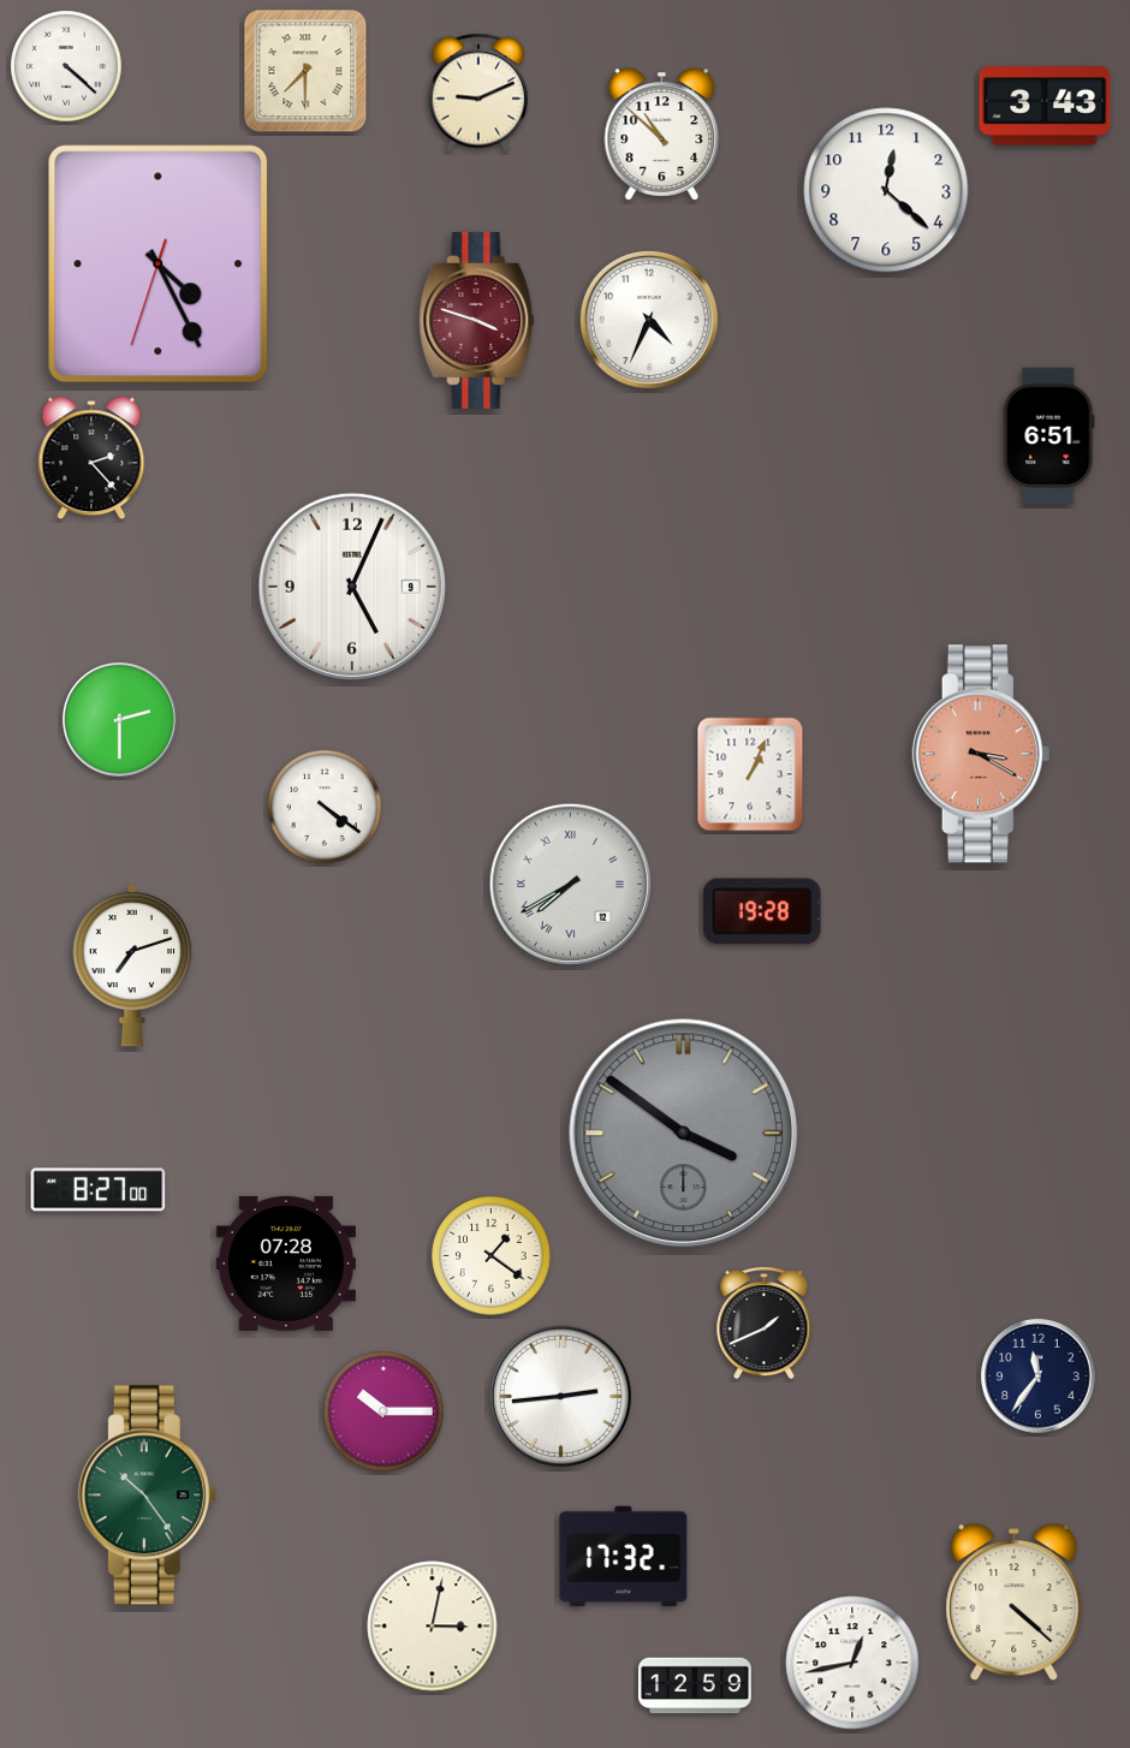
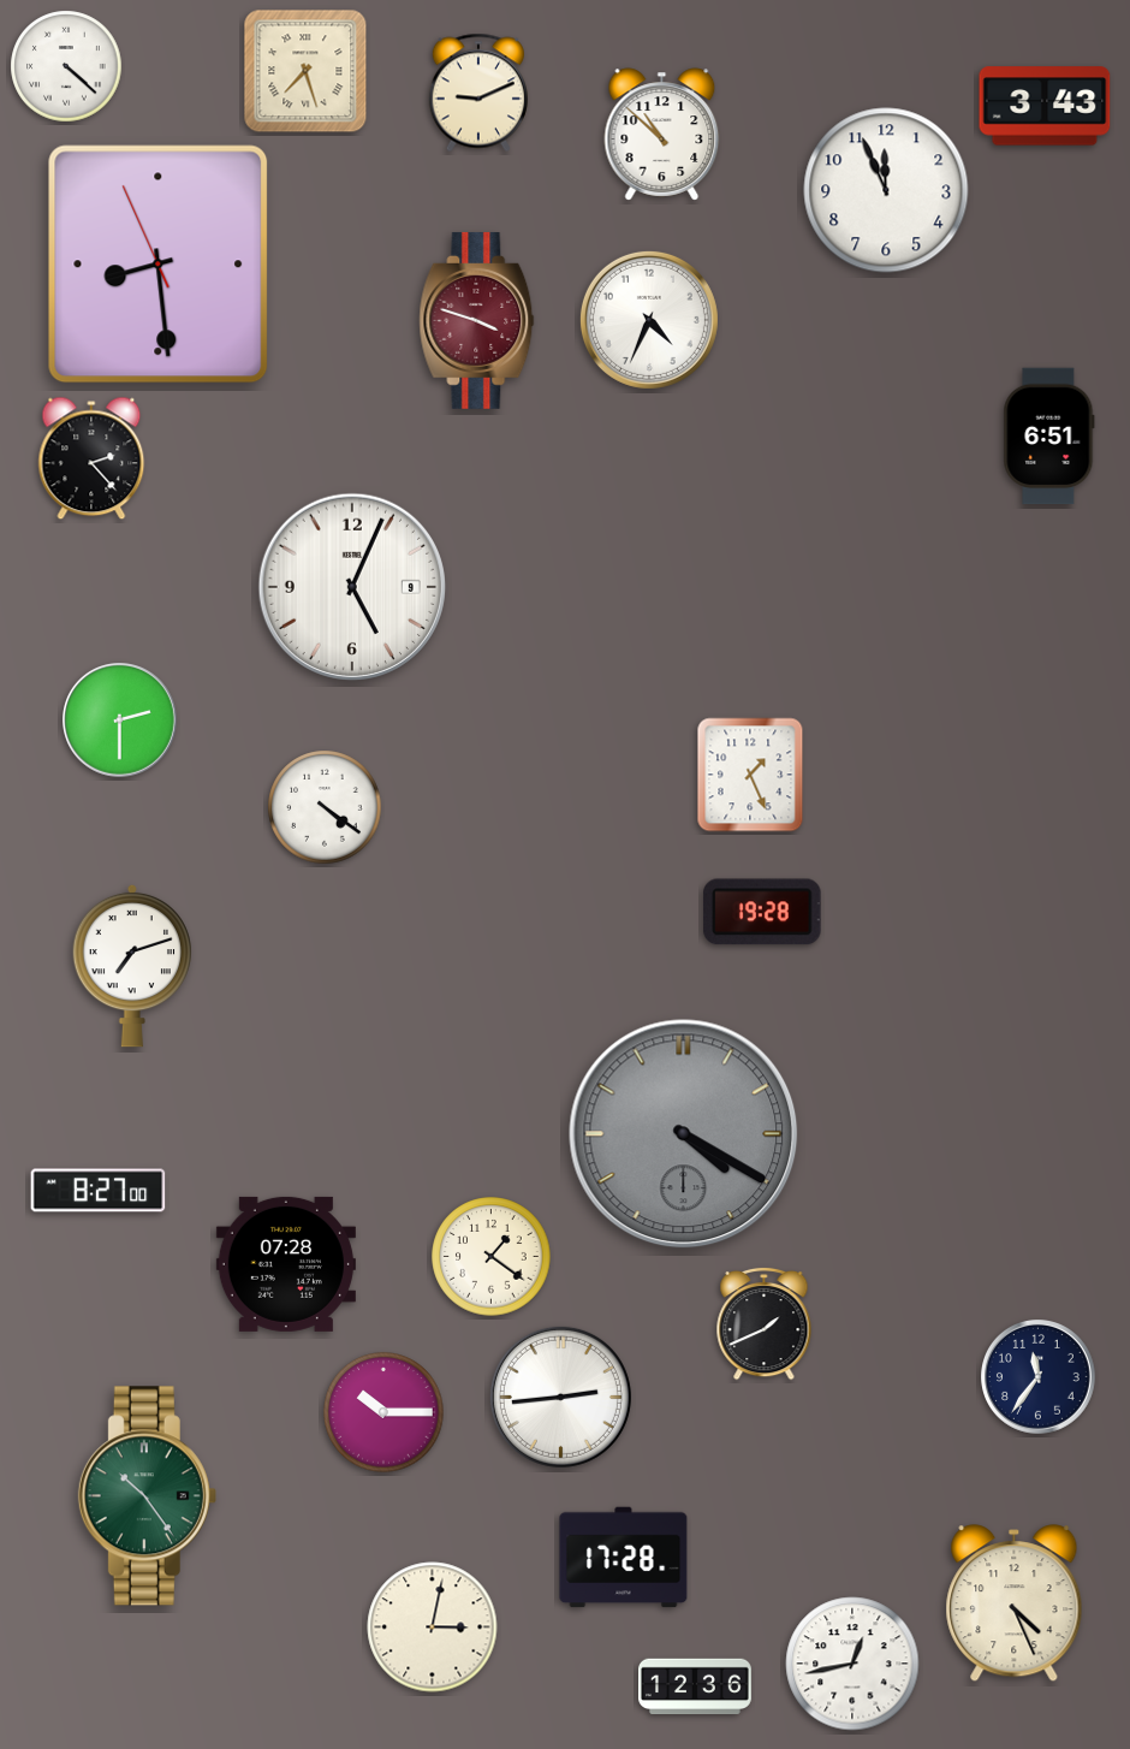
clock at (305, 71): 7:30 -> 7:27
clock at (886, 190): 12:22 -> 11:56
clock at (159, 264): 4:25 -> 8:28
clock at (981, 754): 3:20 -> none
clock at (750, 774): 1:04 -> 1:26
clock at (570, 884): 7:40 -> none
clock at (684, 1134): 3:51 -> 4:20
clock at (624, 1557): 17:32 -> 17:28
clock at (1015, 1603): 4:22 -> 4:26
clock at (696, 1685): 12:59 -> 12:36
